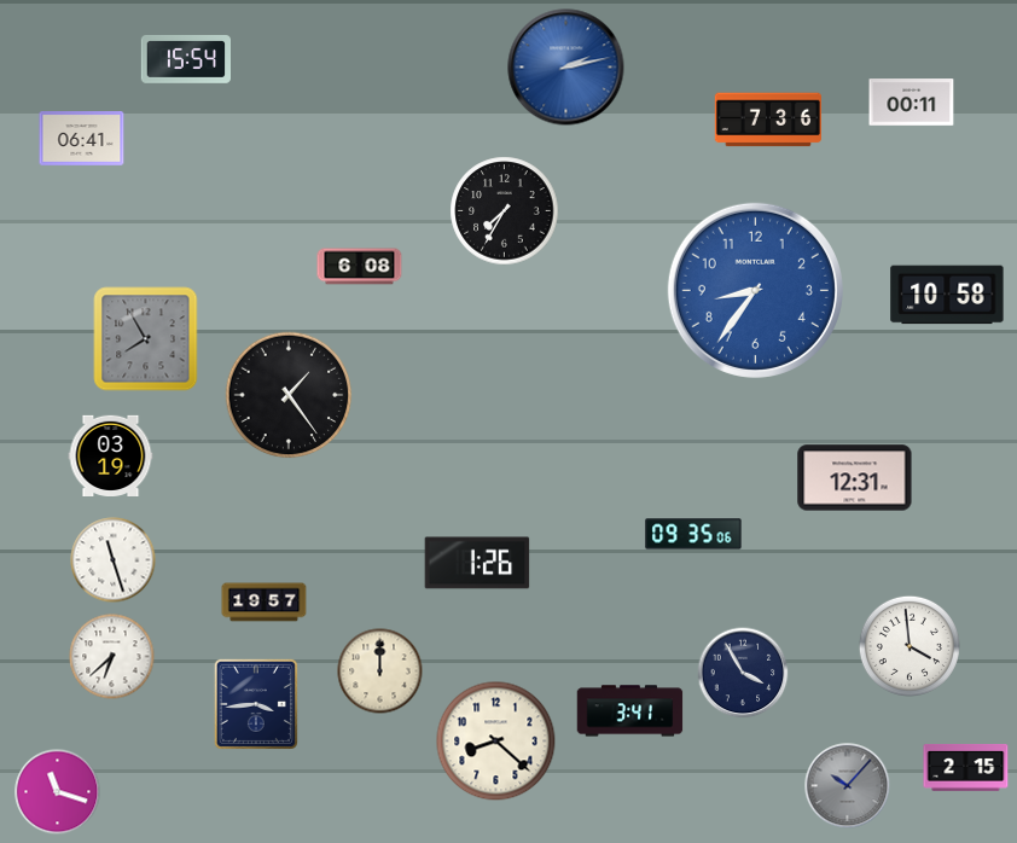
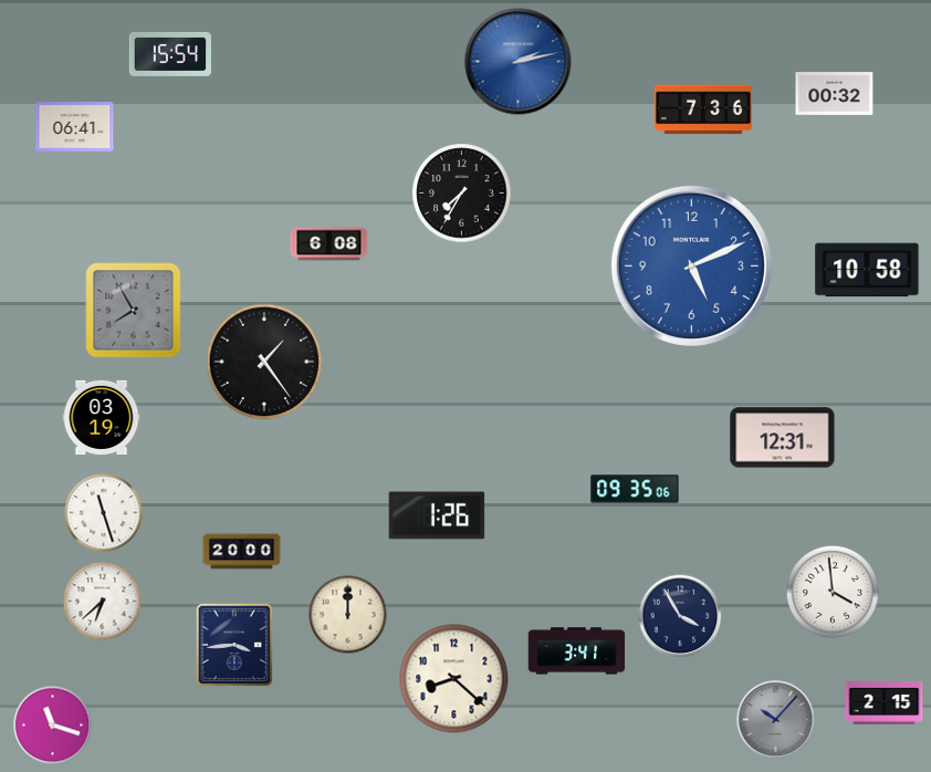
clock at (912, 103): 00:11 -> 00:32
clock at (755, 290): 8:36 -> 5:11
clock at (265, 603): 19:57 -> 20:00
